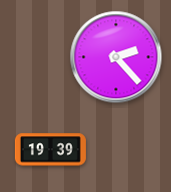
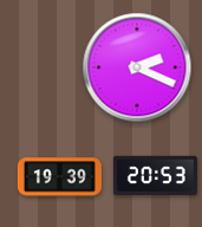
clock at (116, 57): 2:23 -> 2:19
clock at (155, 176): none -> 20:53
